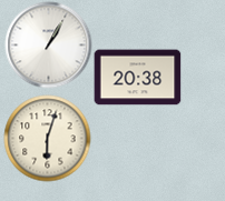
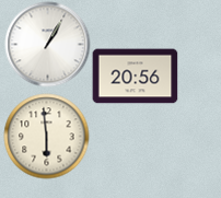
clock at (137, 78): 20:38 -> 20:56
clock at (47, 138): 6:03 -> 5:59
